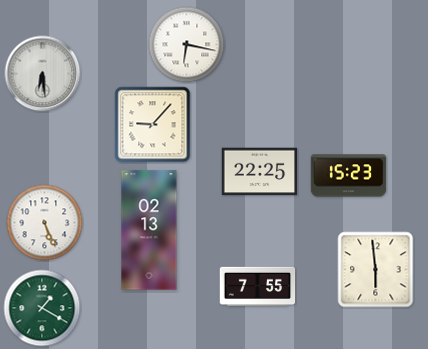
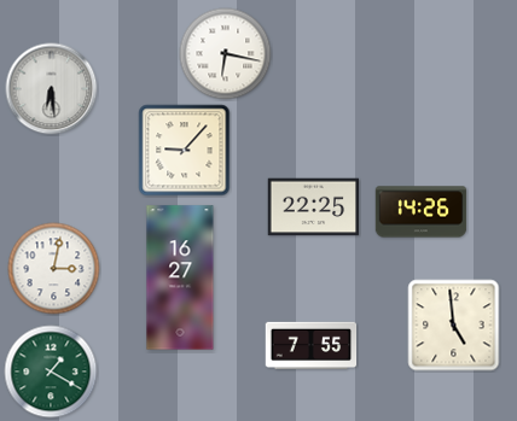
clock at (349, 176): 15:23 -> 14:26
clock at (45, 223): 5:26 -> 3:02
clock at (149, 230): 02:13 -> 16:27
clock at (376, 270): 5:59 -> 4:59
